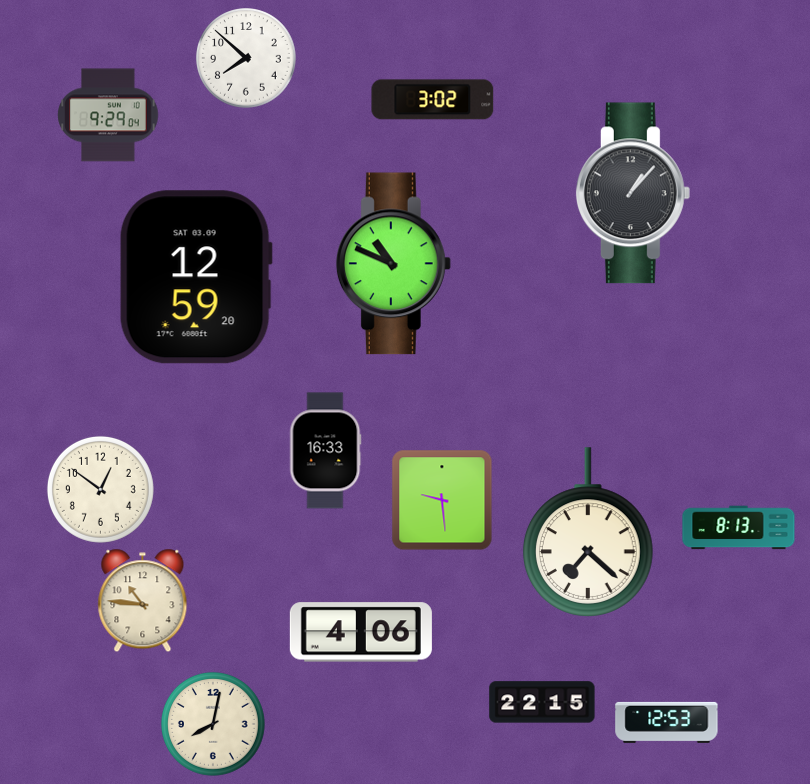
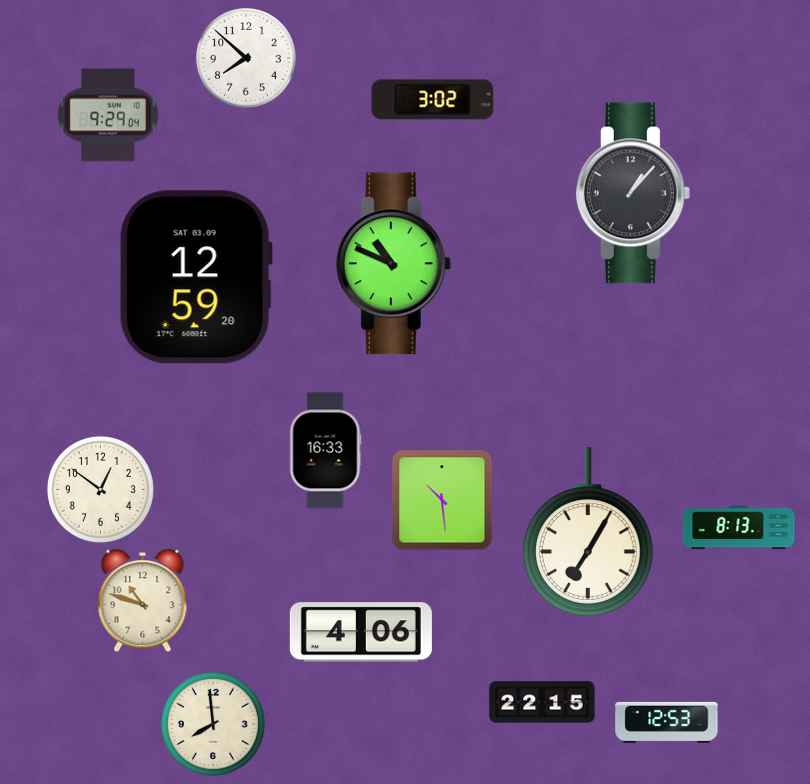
clock at (442, 500): 9:29 -> 10:29
clock at (588, 532): 7:22 -> 7:05
clock at (143, 600): 10:46 -> 10:48
clock at (213, 724): 8:02 -> 7:59
